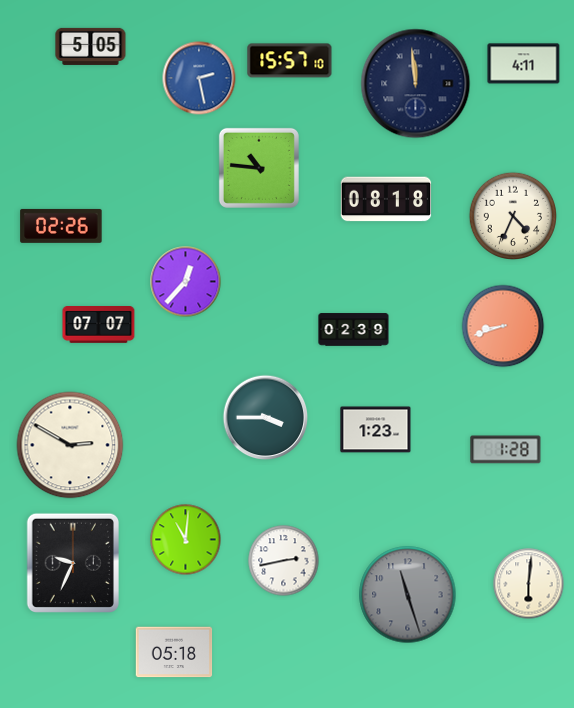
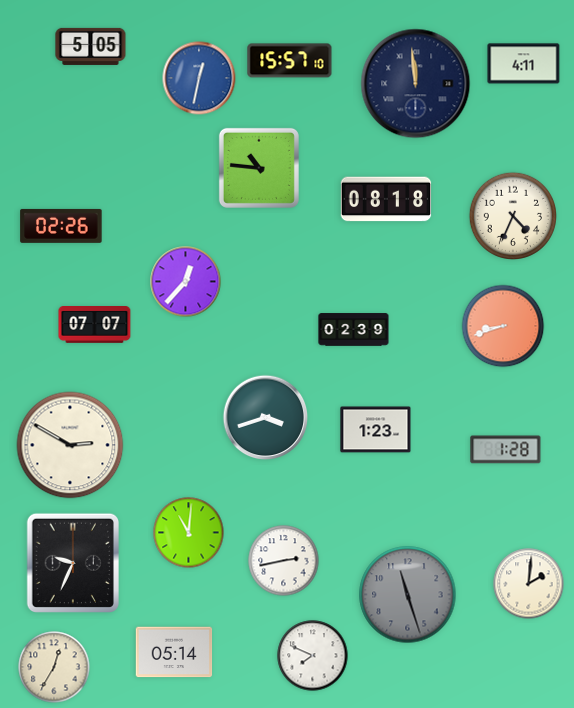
clock at (199, 78): 2:28 -> 12:32
clock at (99, 325) position: (99, 325) -> (95, 325)
clock at (266, 418): 3:45 -> 3:42
clock at (186, 540) position: (186, 540) -> (189, 533)
clock at (529, 584): 6:01 -> 2:01
clock at (174, 652): 05:18 -> 05:14
clock at (313, 656): none -> 7:49
clock at (54, 667): none -> 12:35
